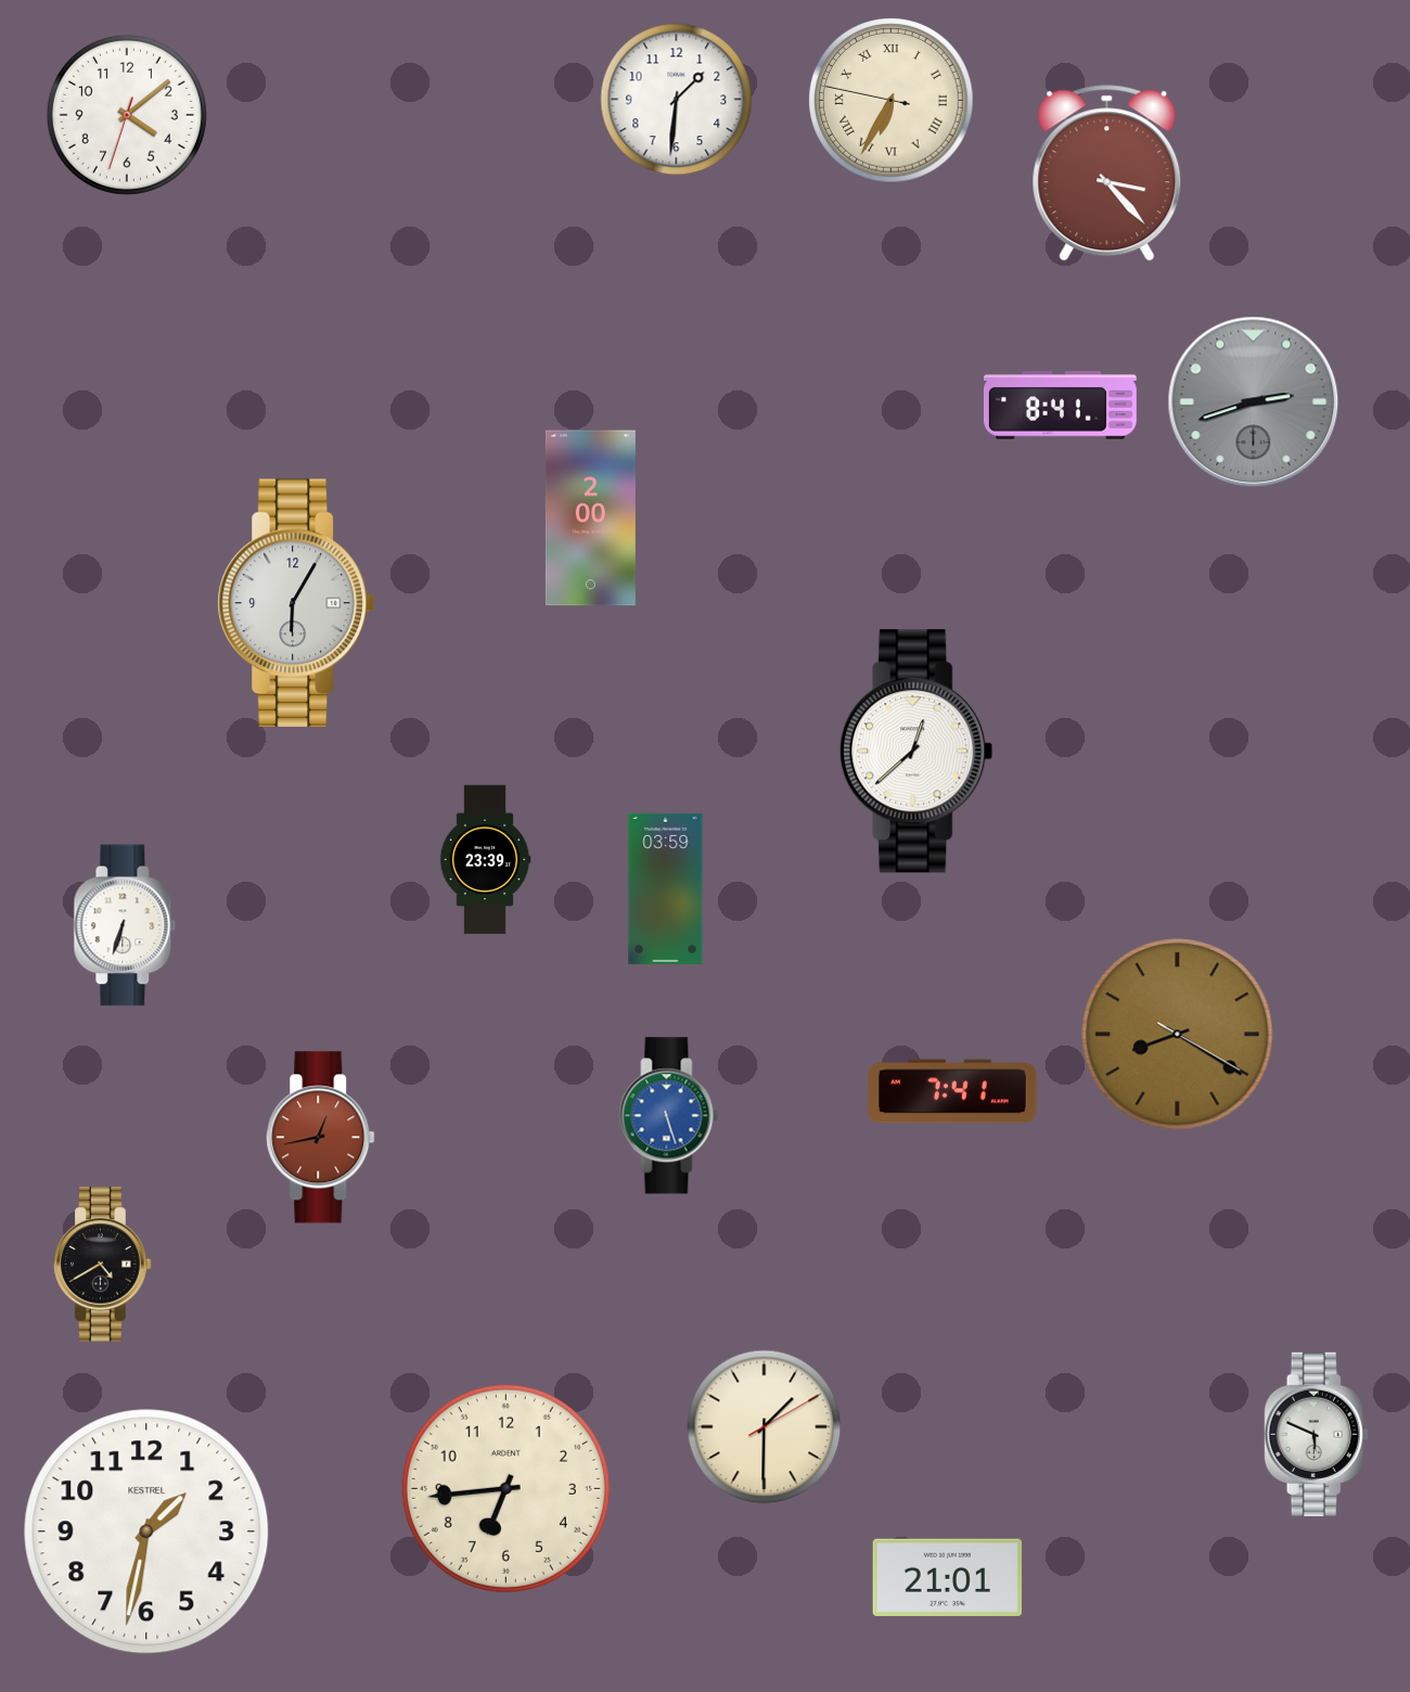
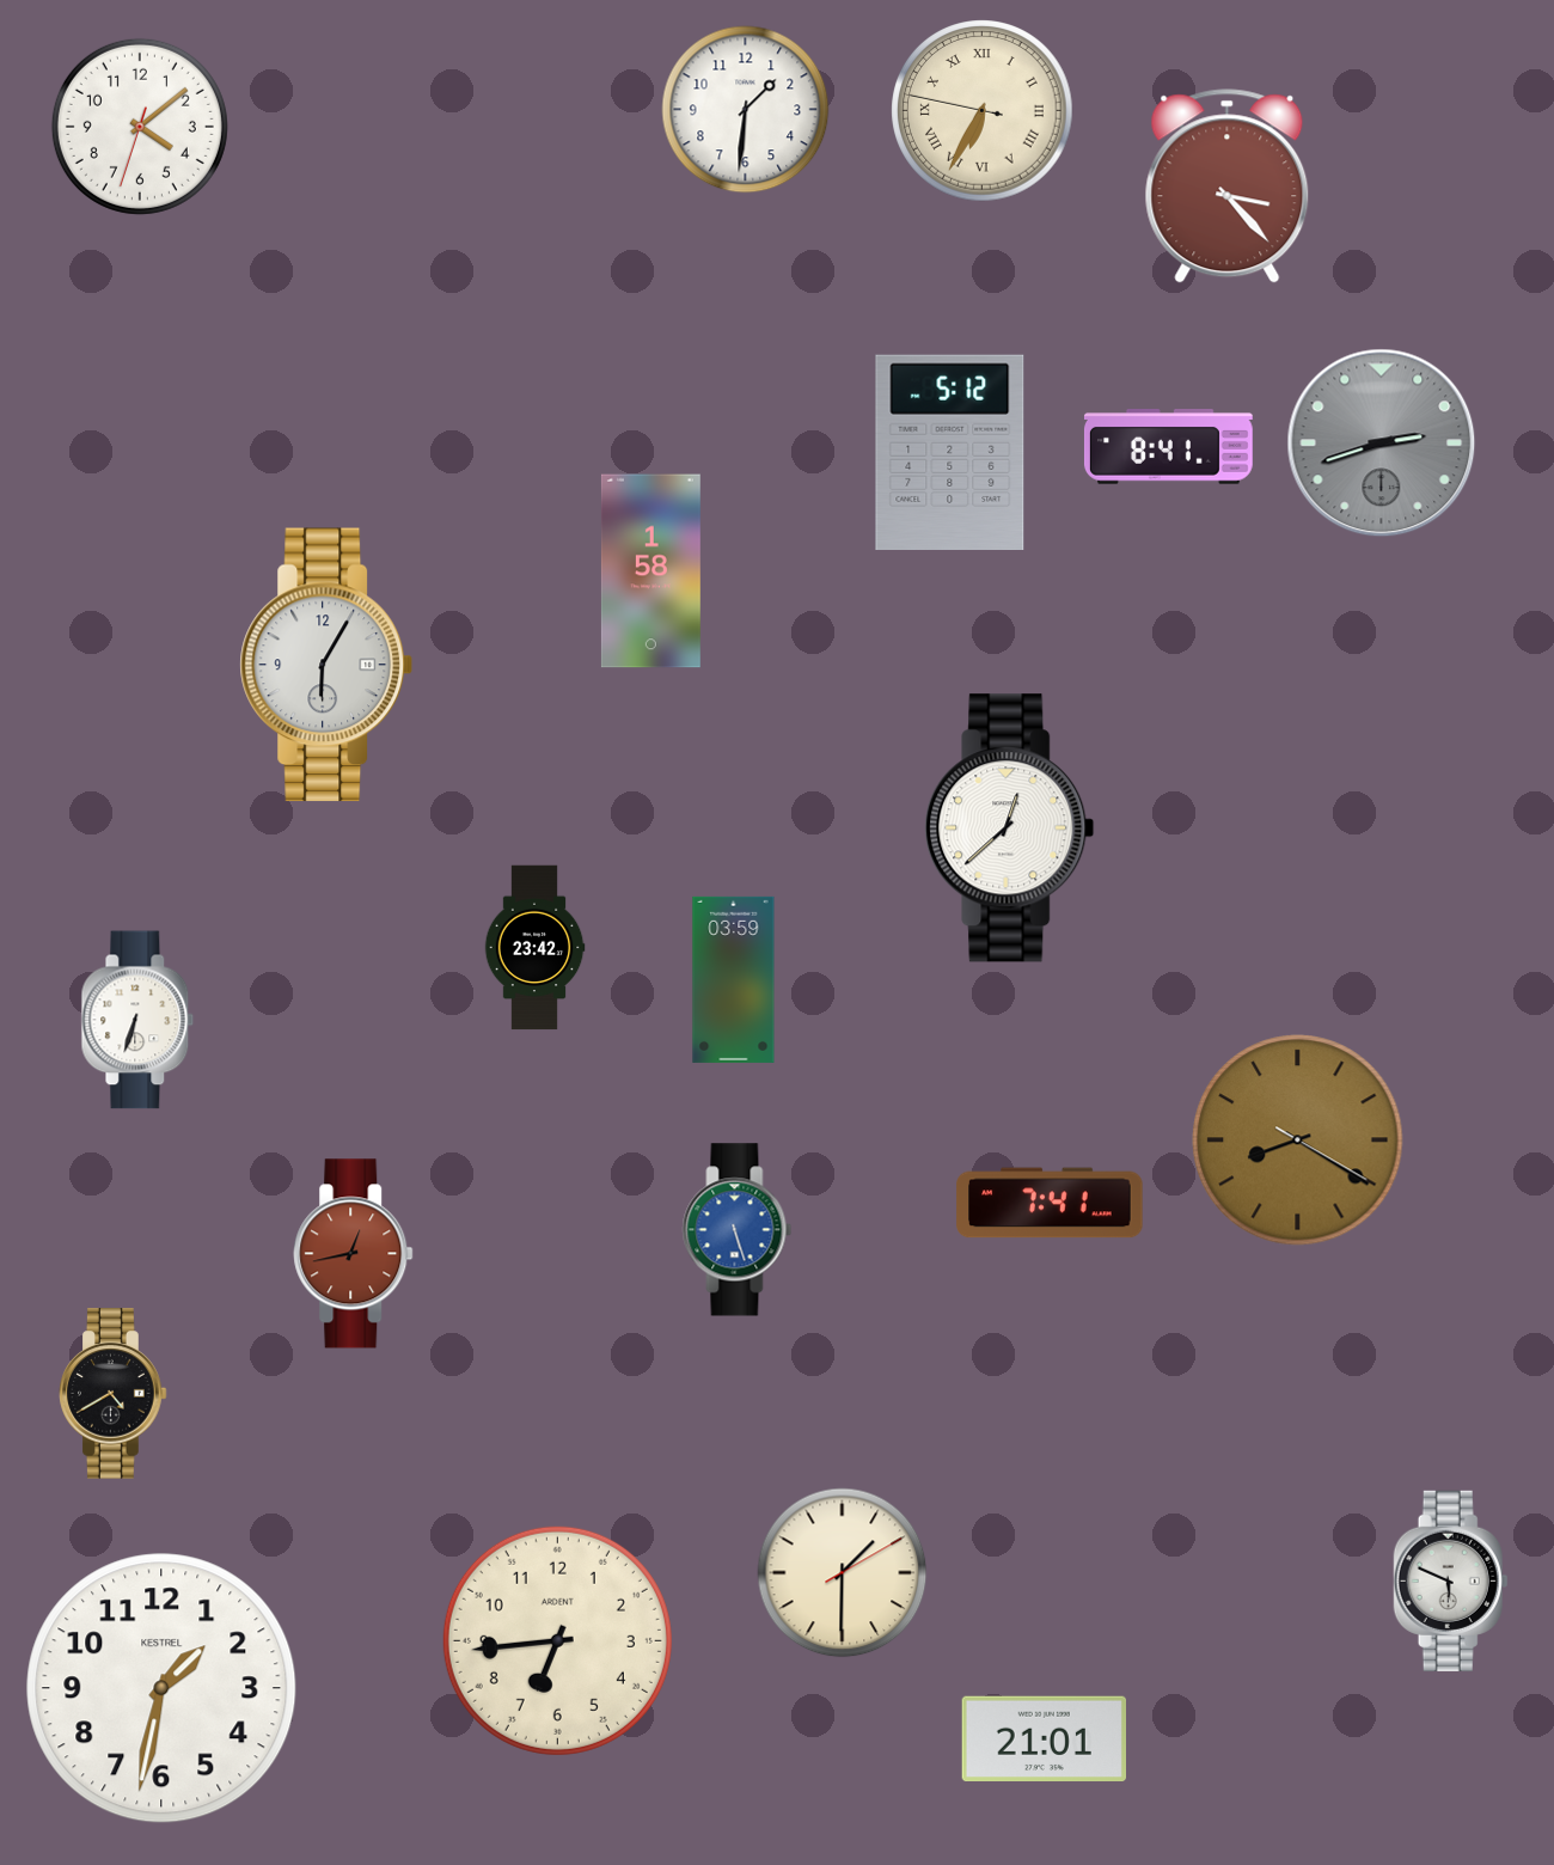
clock at (1107, 174) position: (1107, 174) -> (1228, 186)
clock at (950, 452): none -> 5:12
clock at (590, 518): 2:00 -> 1:58
clock at (485, 860): 23:39 -> 23:42
